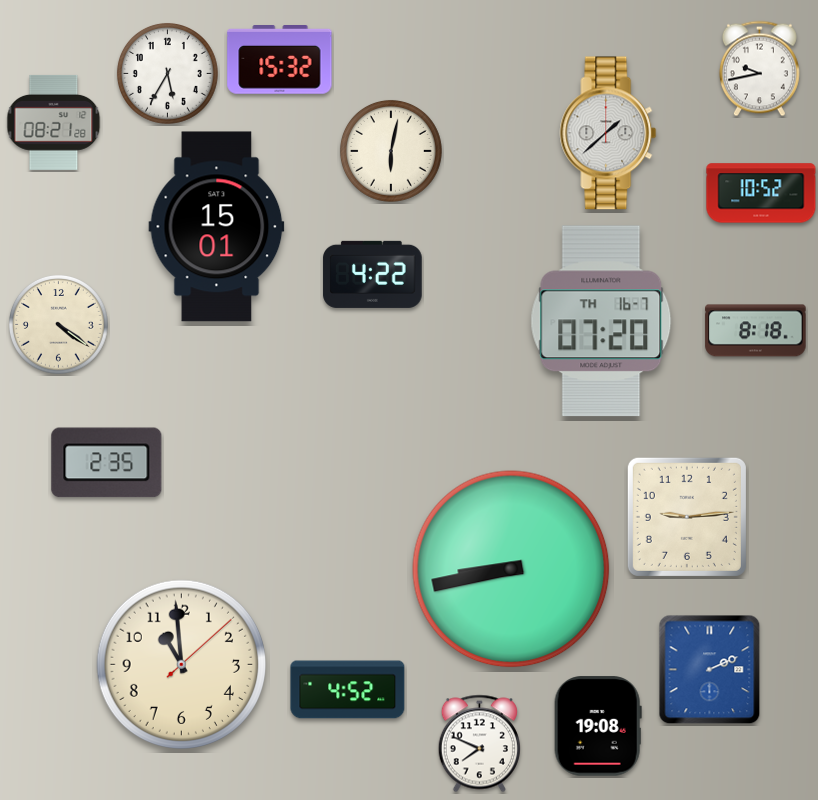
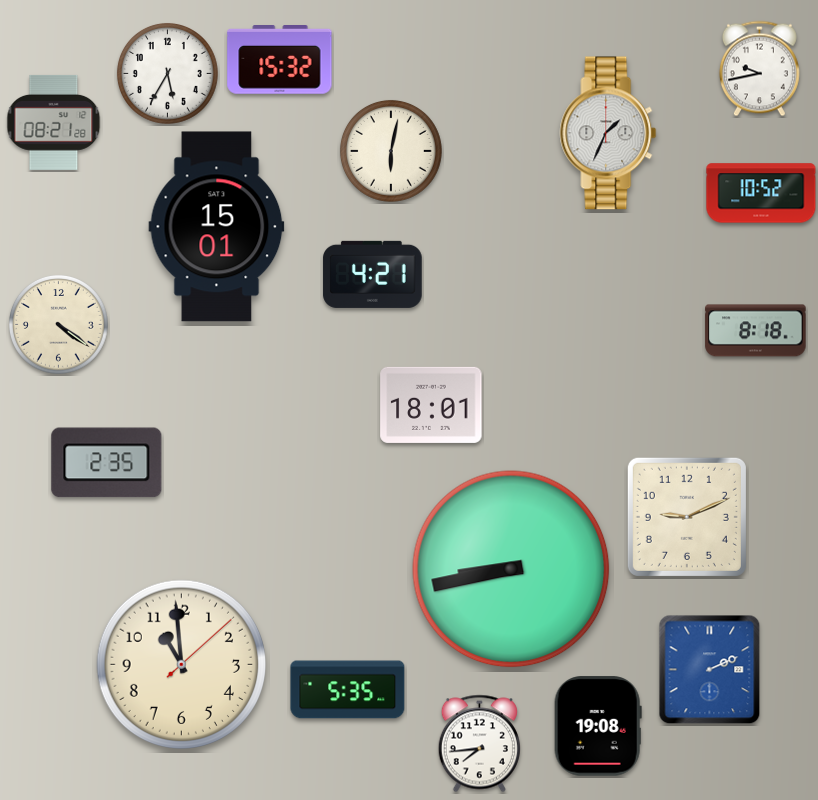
clock at (608, 133): 1:38 -> 1:34
clock at (373, 274): 4:22 -> 4:21
clock at (601, 321): 07:20 -> none
clock at (431, 405): none -> 18:01
clock at (687, 517): 9:14 -> 9:11
clock at (348, 690): 4:52 -> 5:35
clock at (479, 744): 7:49 -> 7:44
